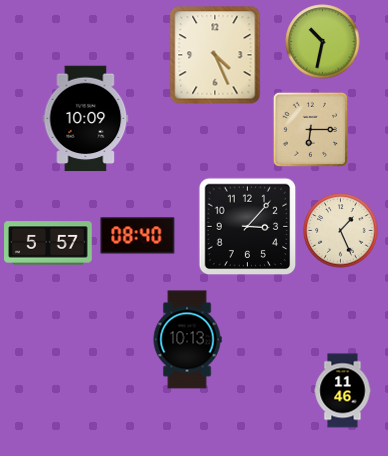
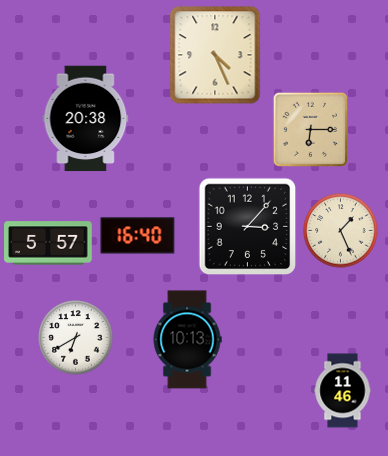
clock at (323, 42): 10:32 -> none
clock at (86, 119): 10:09 -> 20:38
clock at (138, 236): 08:40 -> 16:40
clock at (76, 338): none -> 6:40
